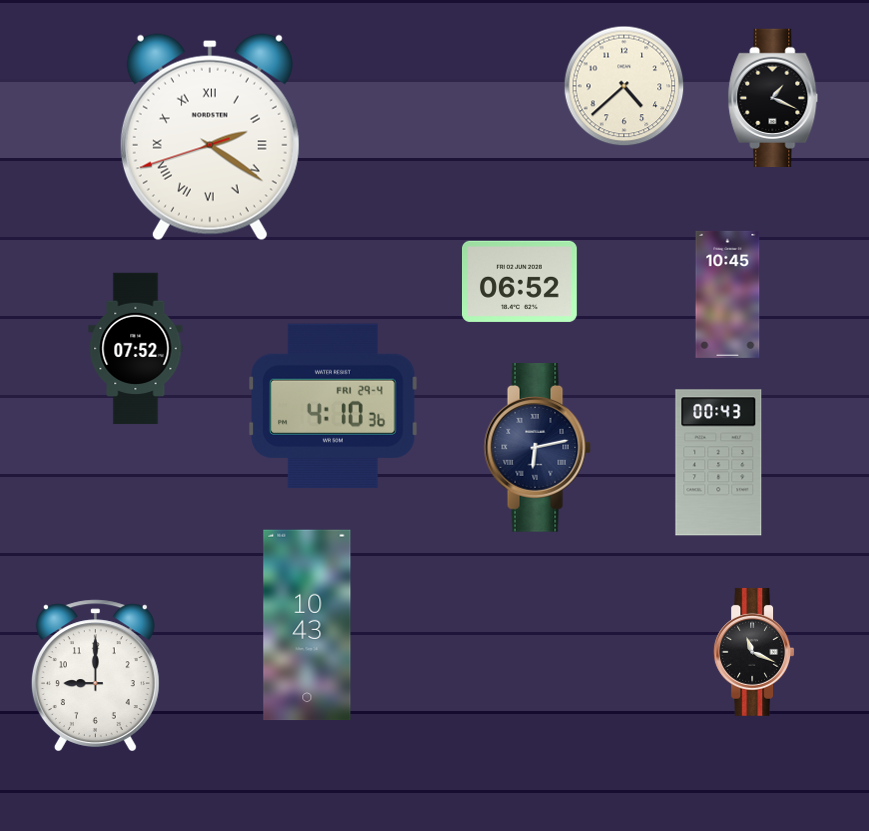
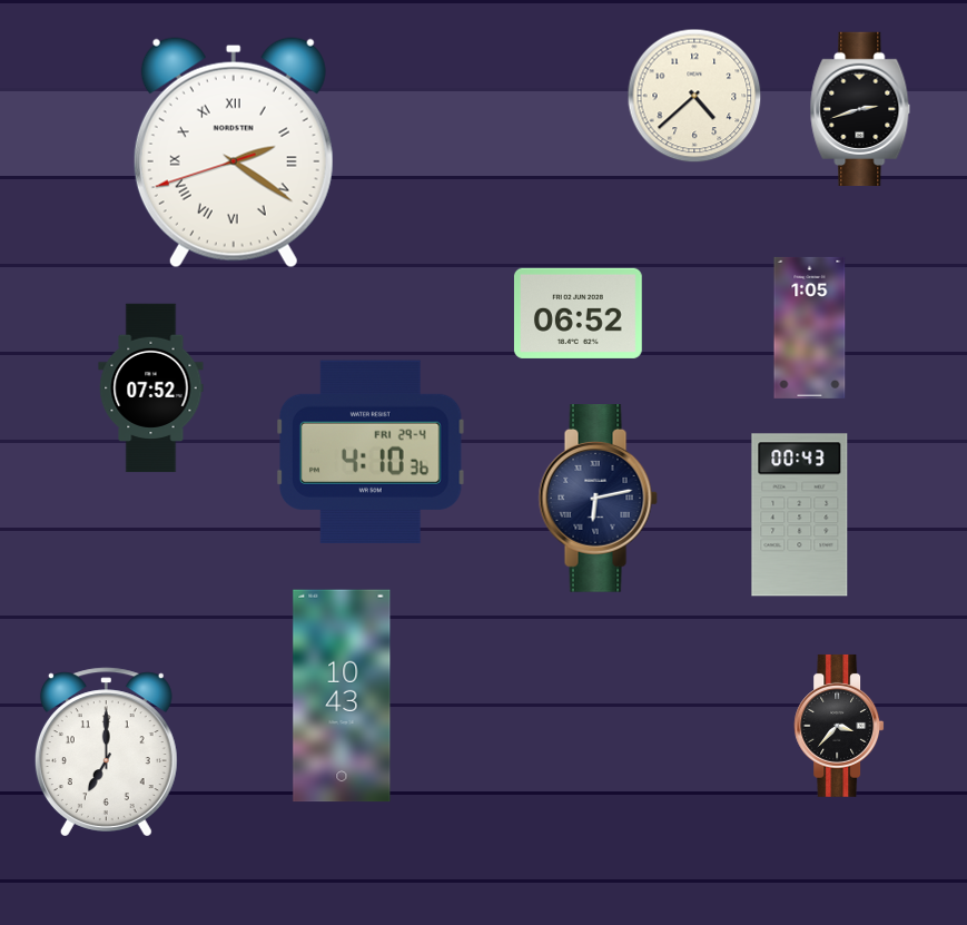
clock at (773, 97): 1:19 -> 2:42
clock at (728, 294): 10:45 -> 1:05
clock at (754, 652): 11:19 -> 3:37
clock at (95, 676): 9:00 -> 7:00
